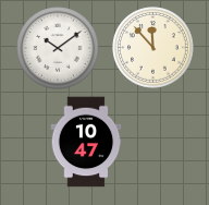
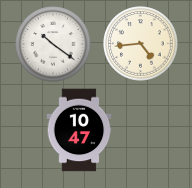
clock at (58, 48): 10:09 -> 10:21
clock at (153, 48): 11:53 -> 4:44
